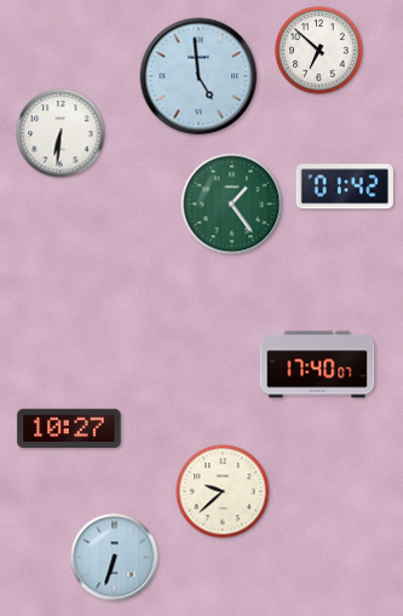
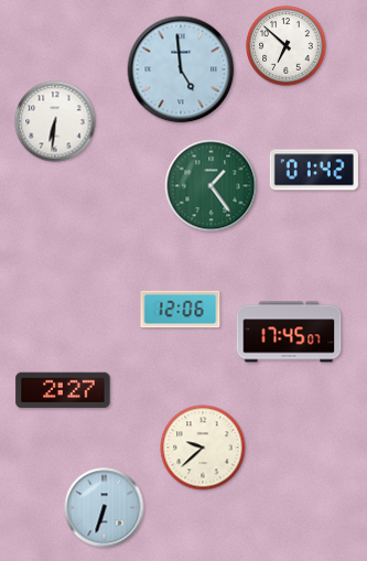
clock at (319, 51) position: (319, 51) -> (287, 46)
clock at (181, 310): none -> 12:06
clock at (317, 364): 17:40 -> 17:45
clock at (69, 428): 10:27 -> 2:27
